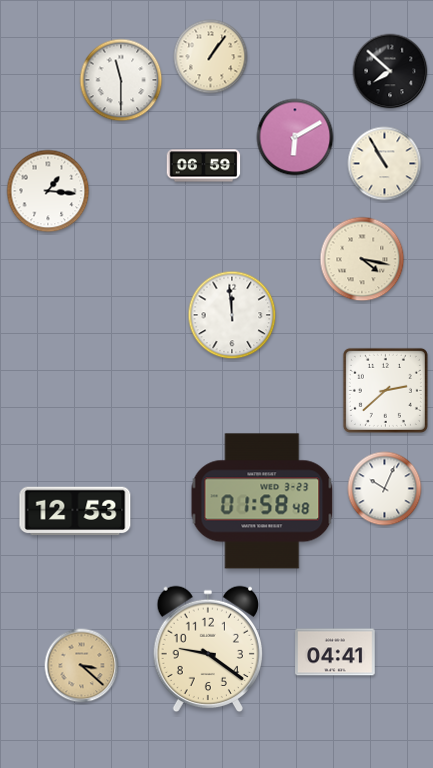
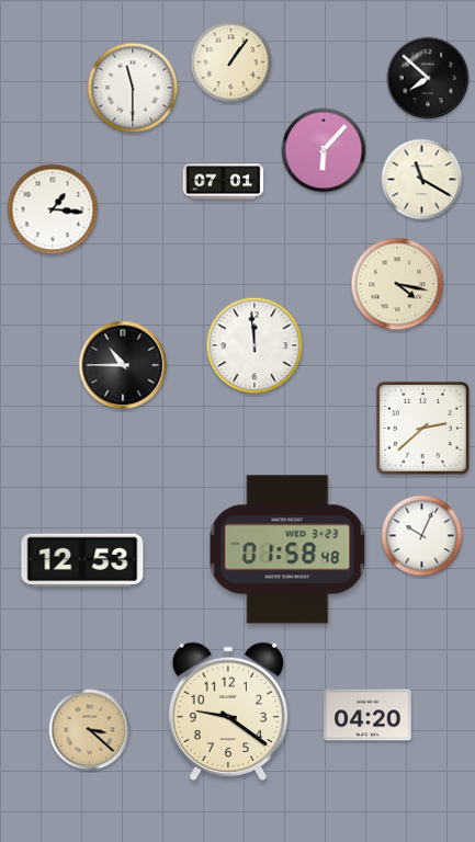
clock at (295, 137): 6:10 -> 6:07
clock at (385, 164): 10:55 -> 11:20
clock at (204, 166): 06:59 -> 07:01
clock at (123, 365): none -> 10:45
clock at (335, 652): 04:41 -> 04:20
